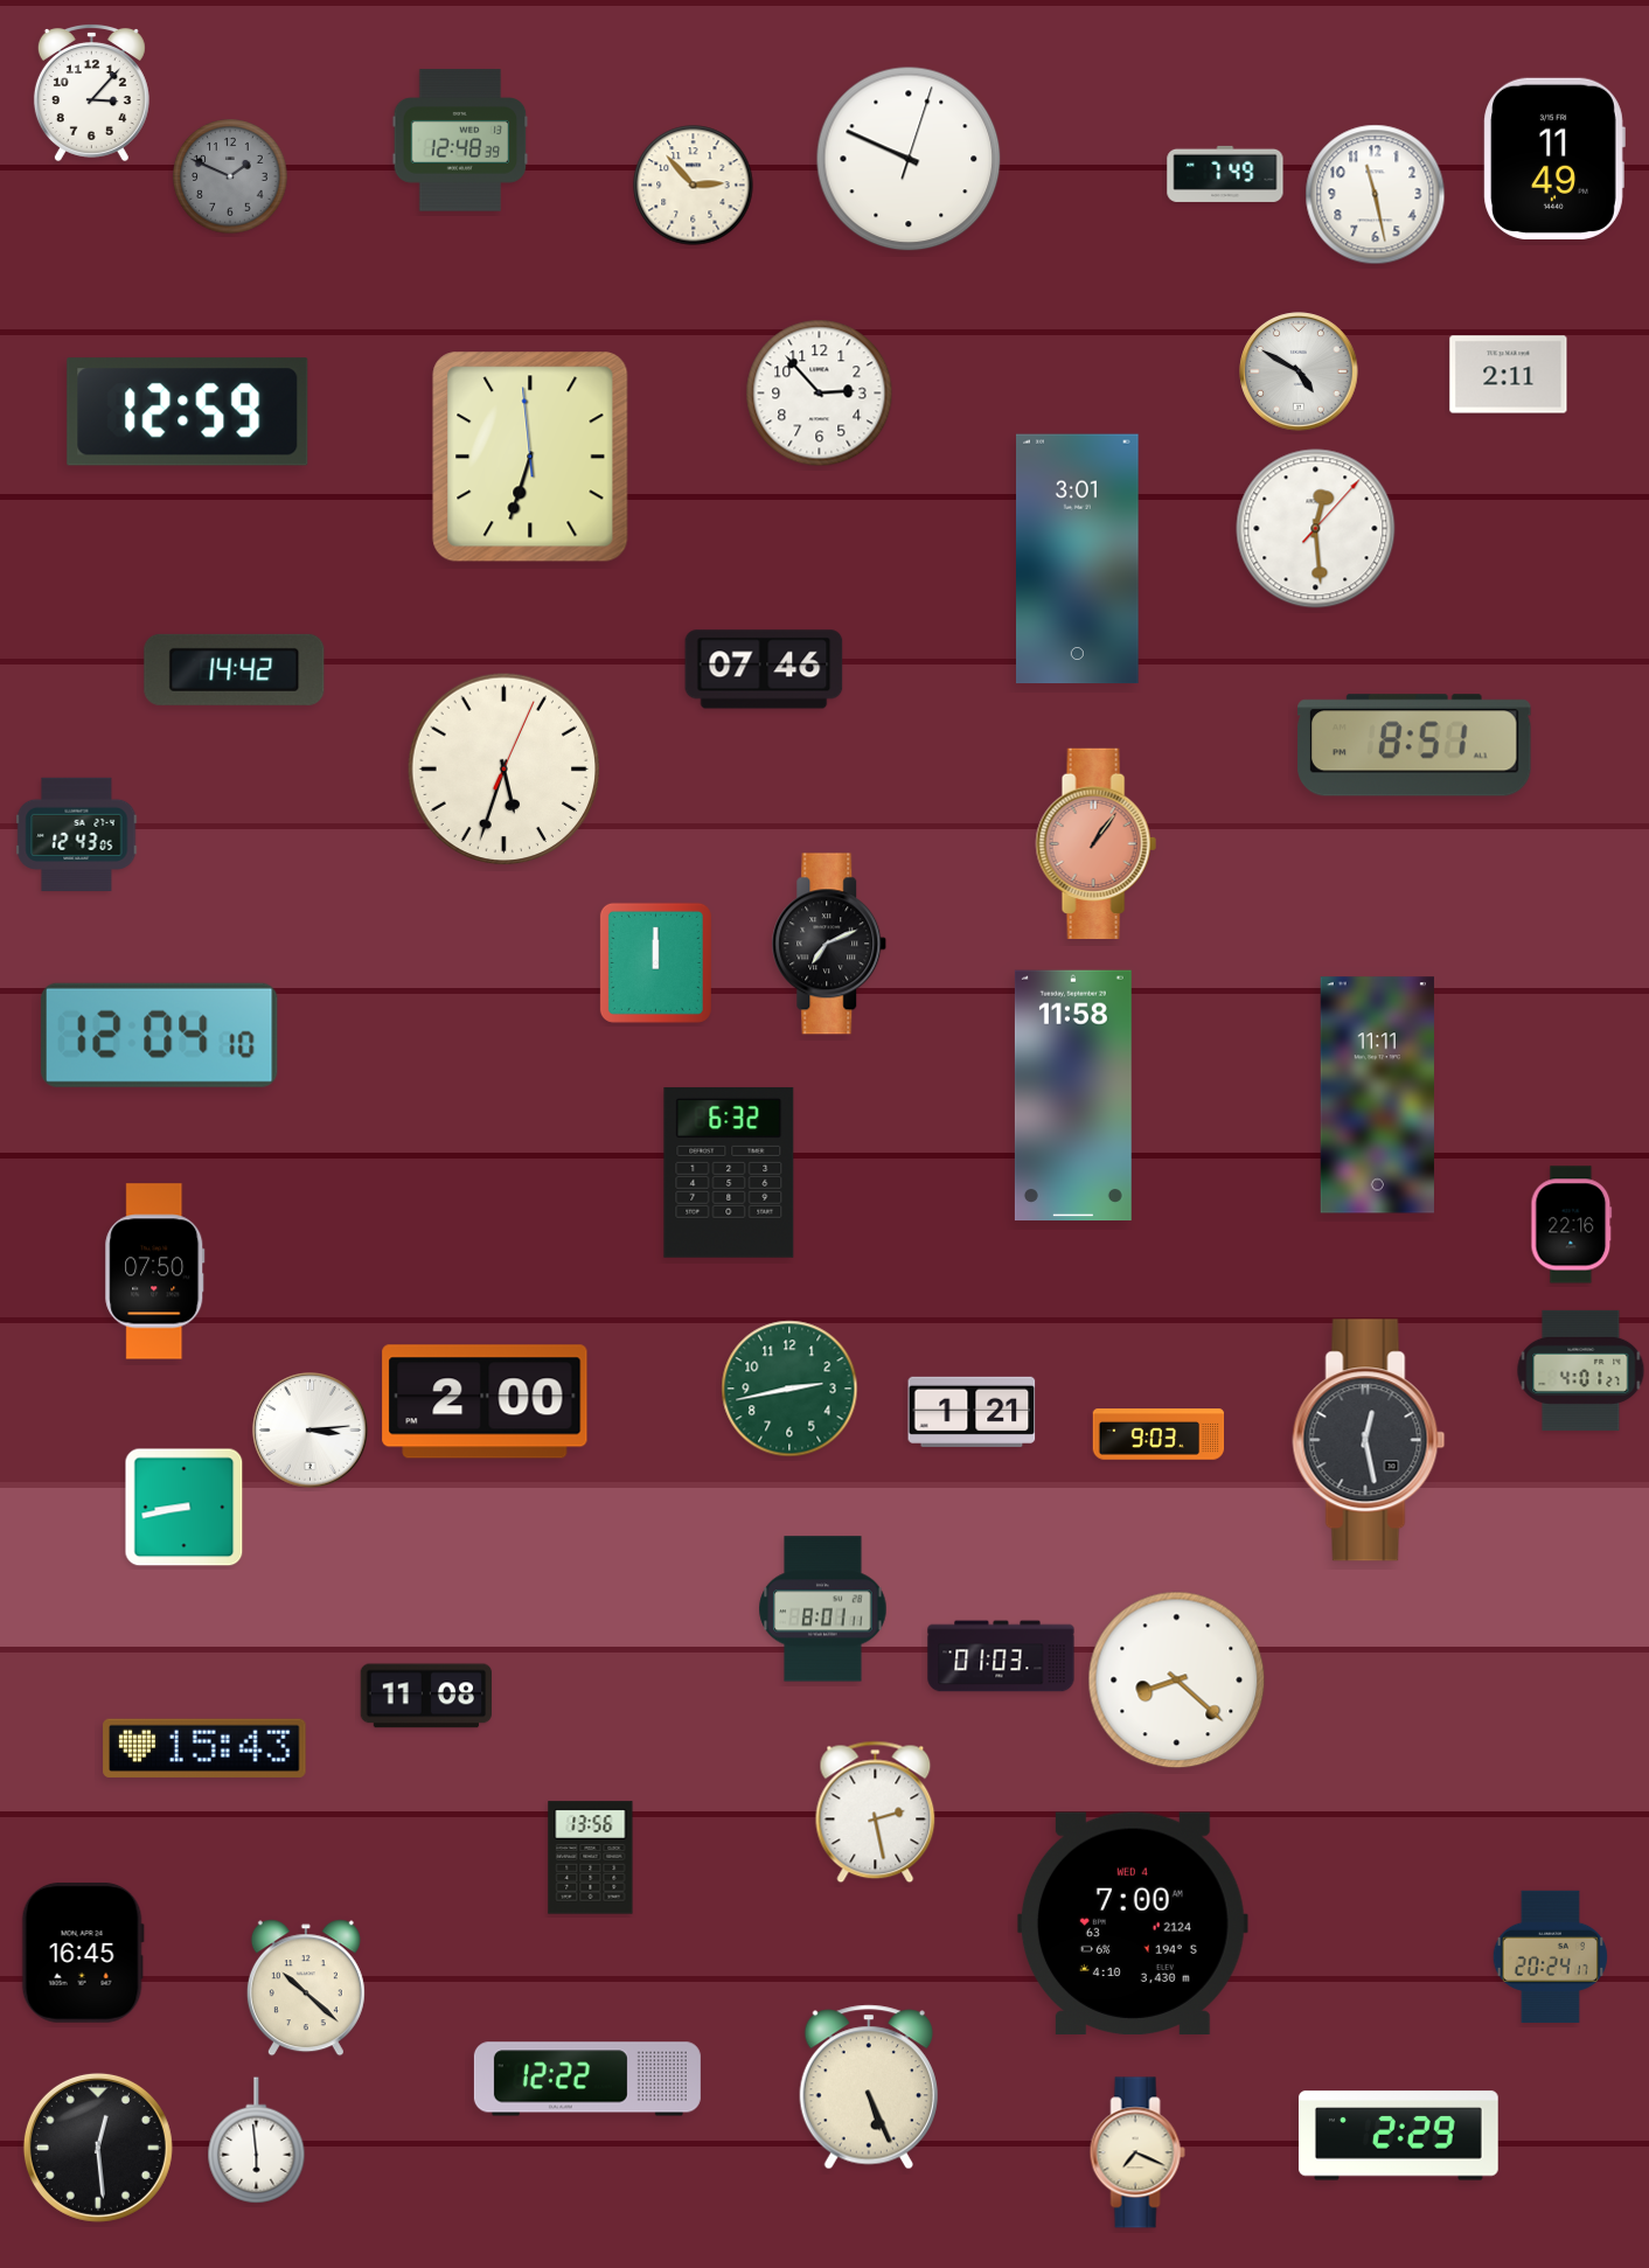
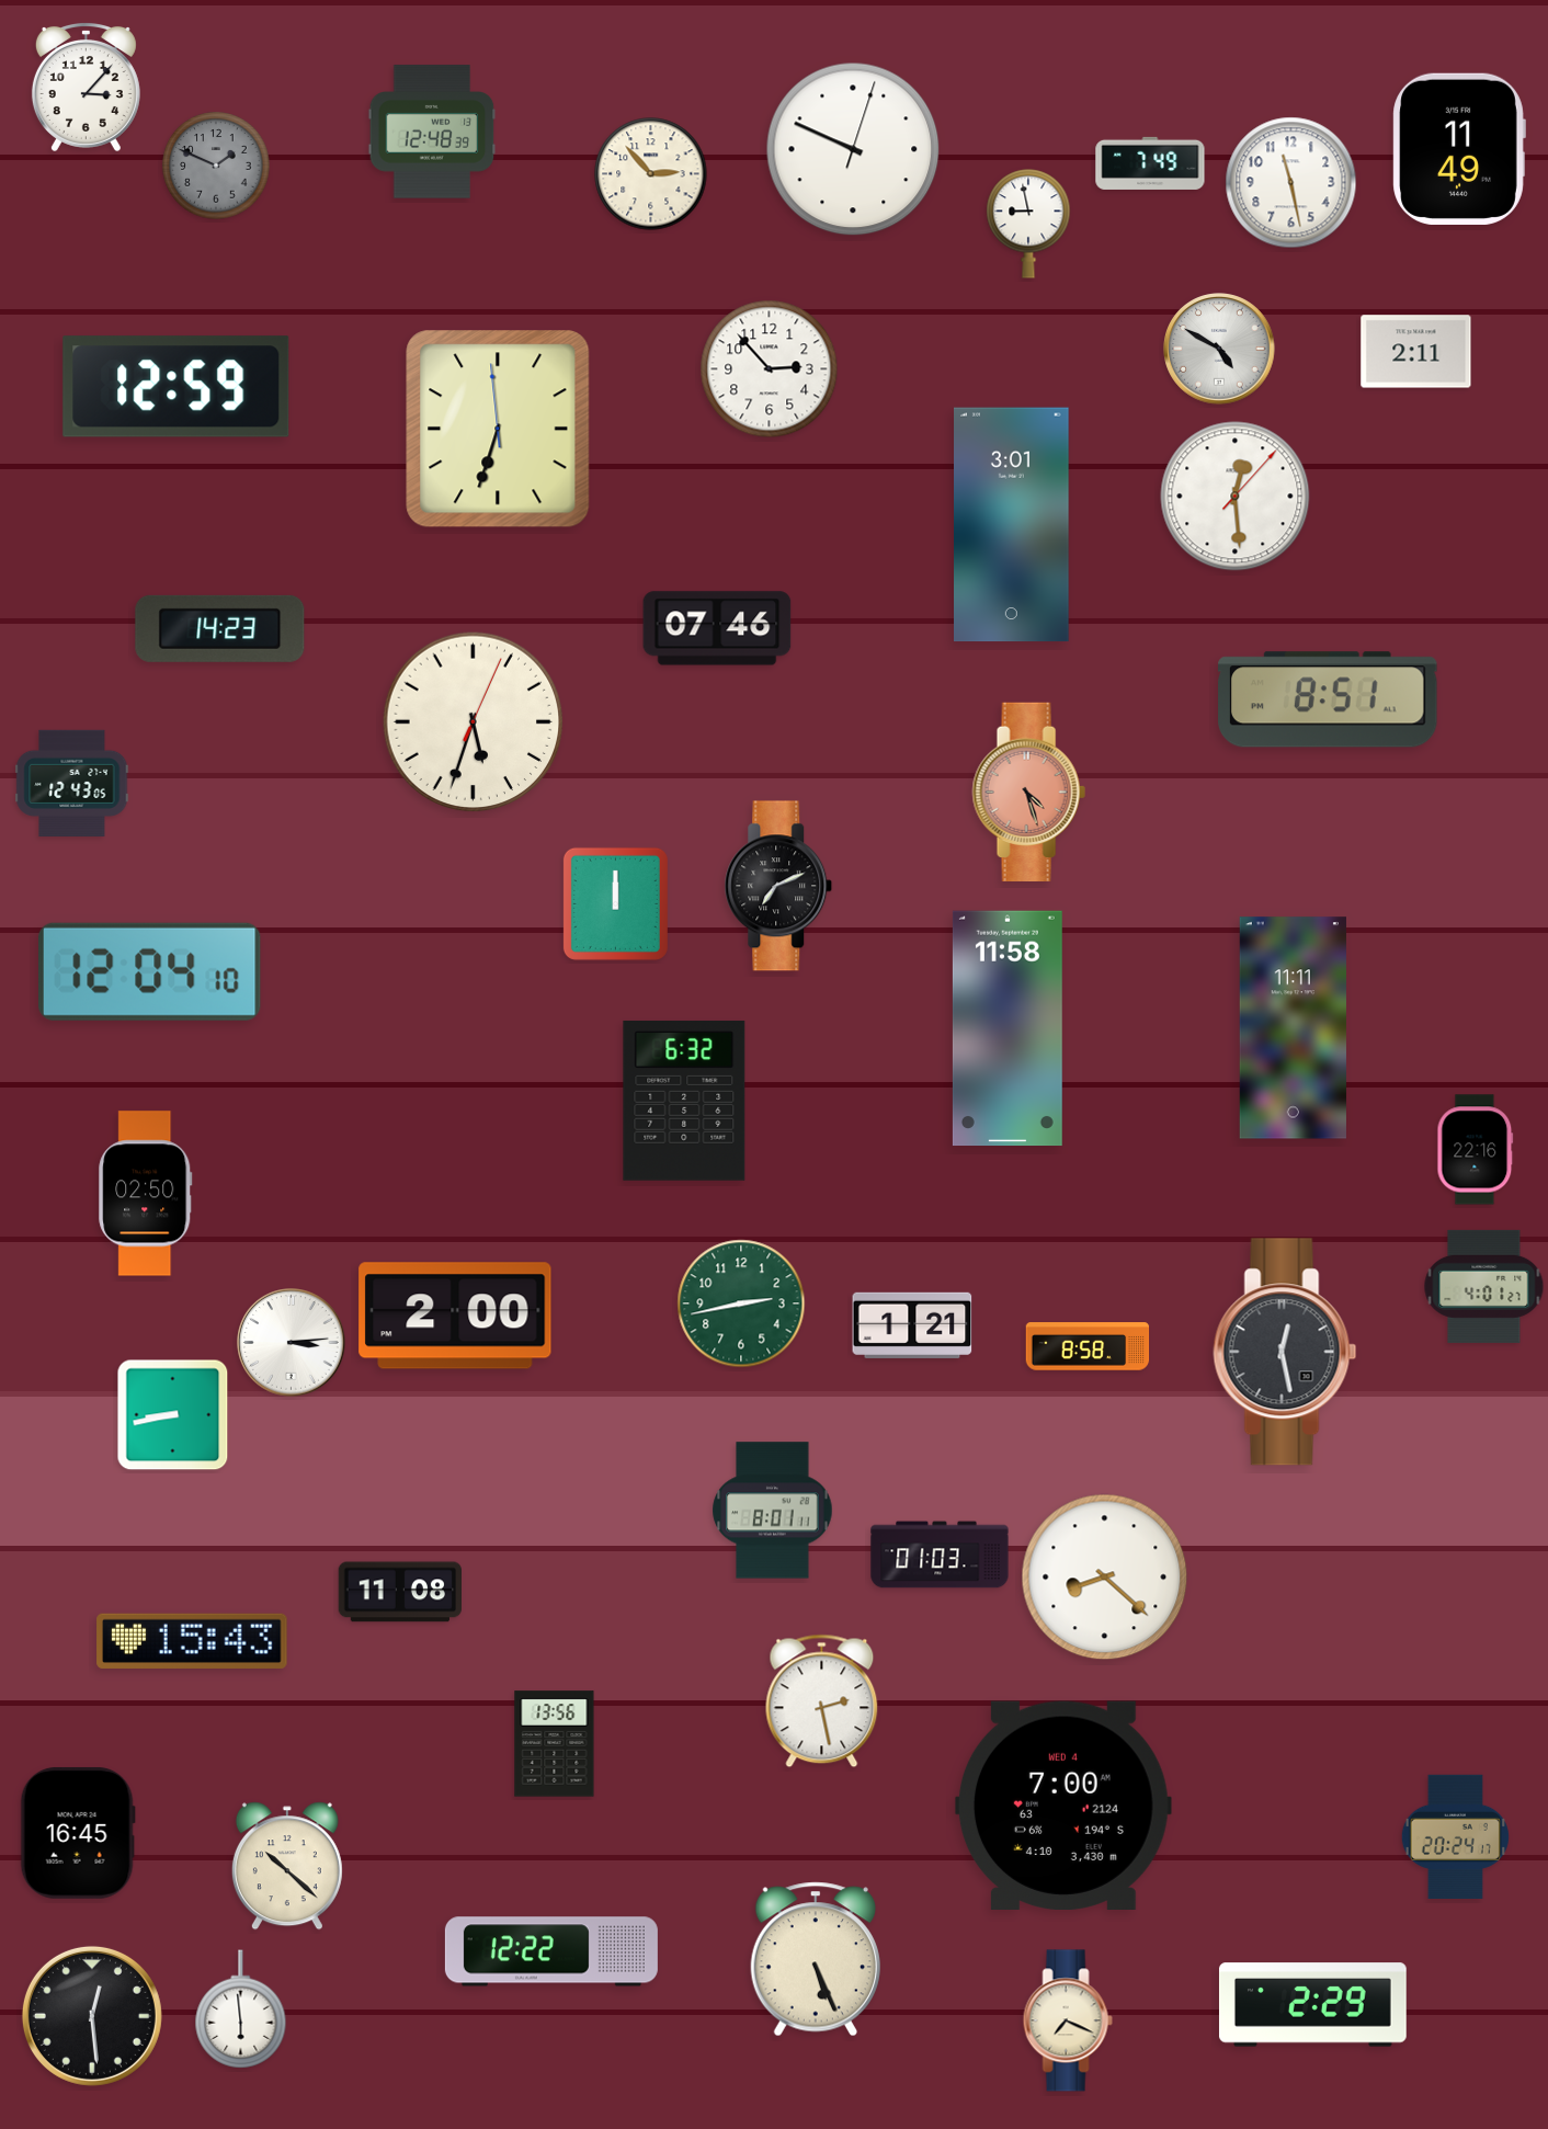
clock at (1028, 224): none -> 8:58
clock at (235, 669): 14:42 -> 14:23
clock at (1095, 843): 1:06 -> 4:27
clock at (155, 1272): 07:50 -> 02:50
clock at (1159, 1434): 9:03 -> 8:58
